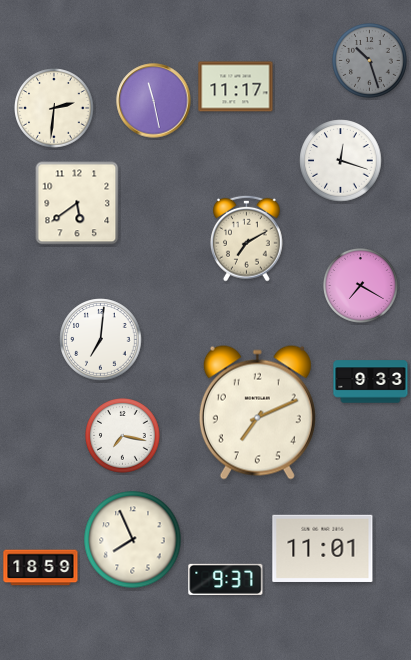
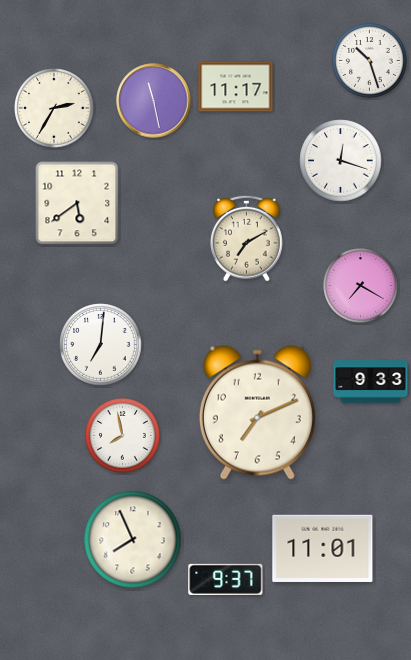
clock at (370, 61) dial: grey -> white
clock at (54, 108): 2:31 -> 2:35
clock at (101, 340) position: (101, 340) -> (101, 345)
clock at (123, 436): 7:17 -> 7:58
clock at (41, 568): 18:59 -> none
